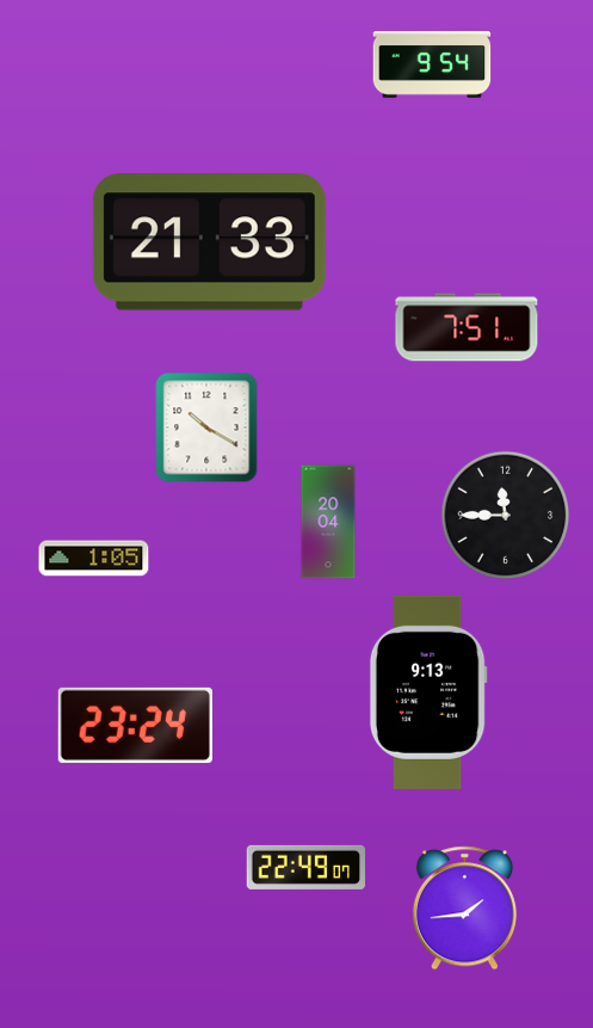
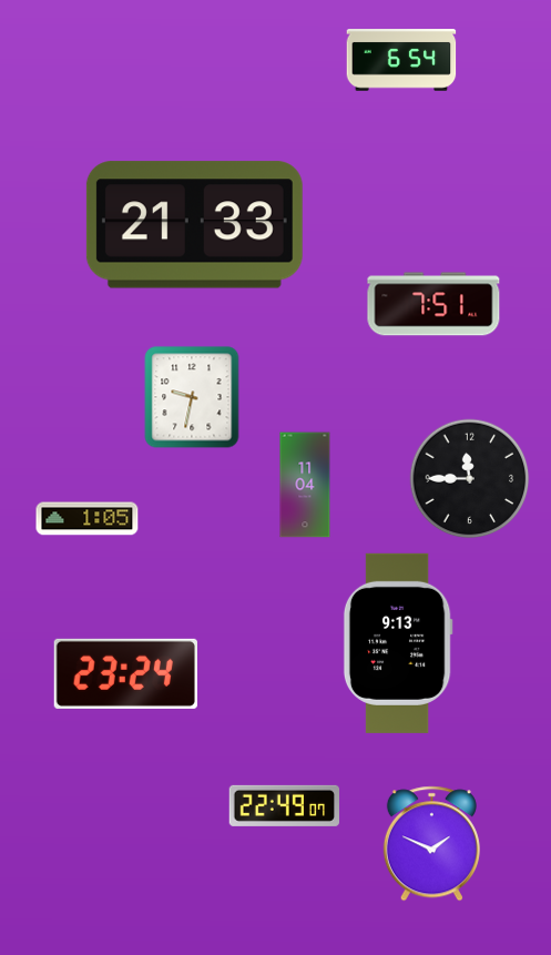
clock at (432, 64): 9:54 -> 6:54
clock at (206, 427): 10:20 -> 9:32
clock at (328, 522): 20:04 -> 11:04
clock at (464, 909): 1:44 -> 1:49
